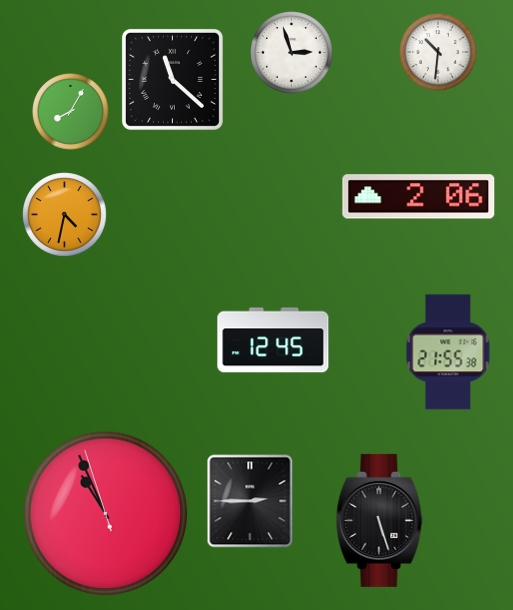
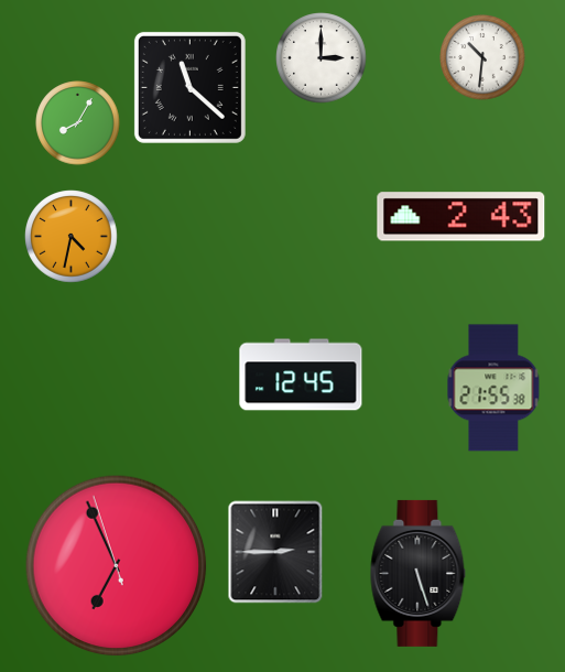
clock at (292, 53): 2:57 -> 3:00
clock at (419, 197): 2:06 -> 2:43
clock at (106, 514): 10:55 -> 6:55
